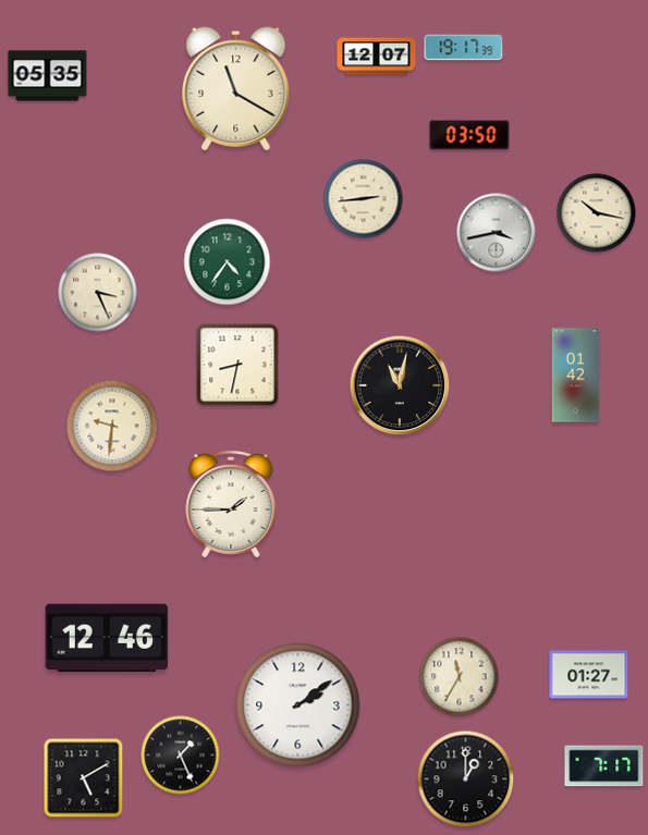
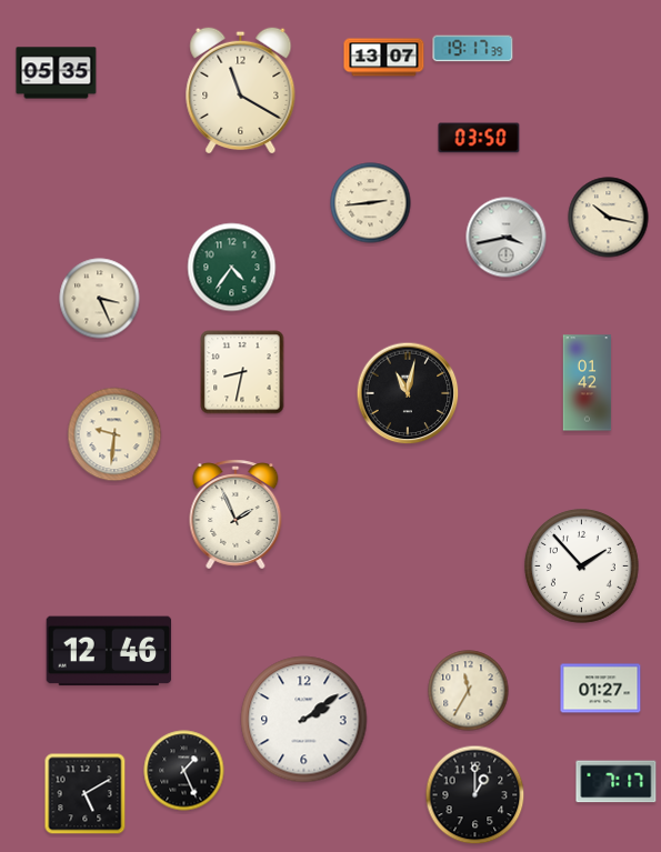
clock at (377, 57): 12:07 -> 13:07
clock at (48, 76) position: (48, 76) -> (57, 73)
clock at (231, 504): 1:45 -> 1:56
clock at (581, 565): none -> 1:53
